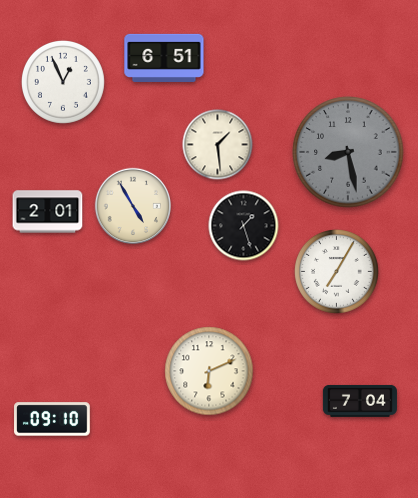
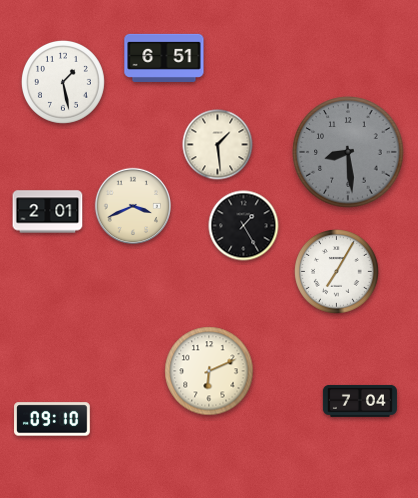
clock at (63, 82): 12:56 -> 1:28
clock at (348, 152): 8:28 -> 8:29
clock at (133, 206): 4:55 -> 3:41
clock at (244, 226): 1:27 -> 1:25
